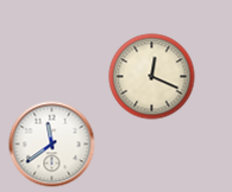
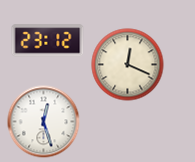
clock at (48, 41): none -> 23:12
clock at (52, 145): 11:39 -> 12:27
